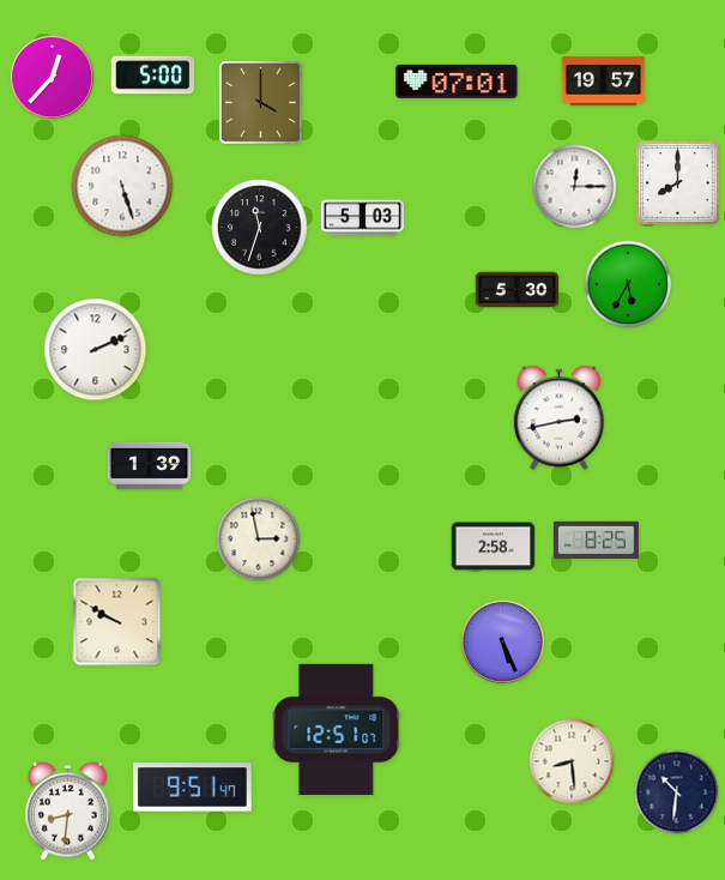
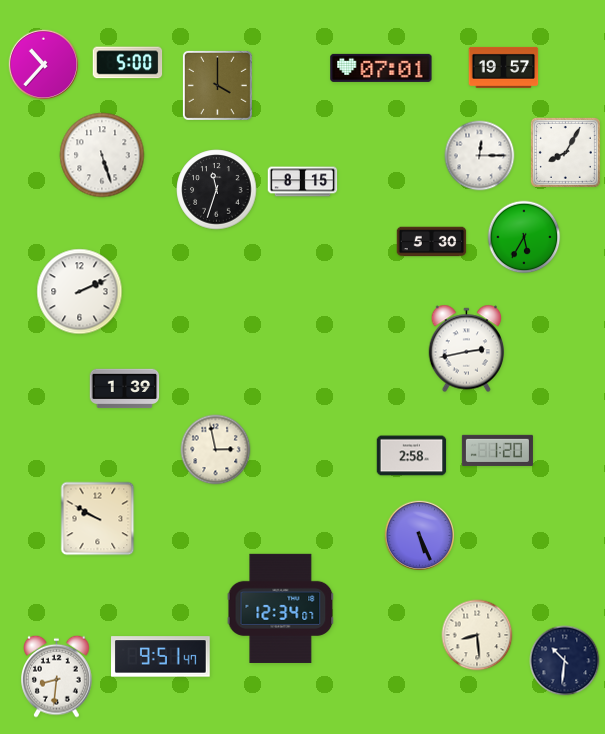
clock at (52, 77): 12:37 -> 10:37
clock at (677, 182): 8:00 -> 8:05
clock at (363, 218): 5:03 -> 8:15
clock at (596, 540): 8:25 -> 1:20
clock at (337, 729): 12:51 -> 12:34
